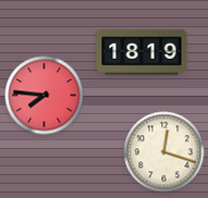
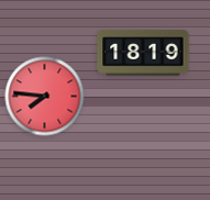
clock at (164, 152): 12:18 -> none
